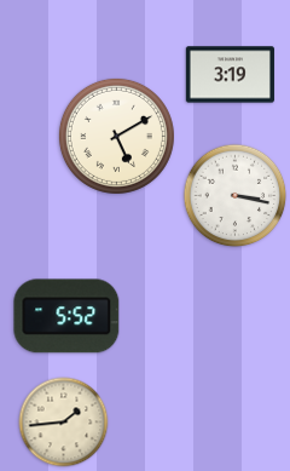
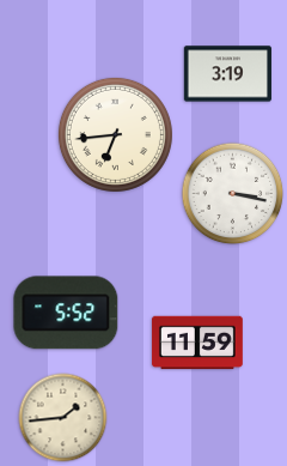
clock at (116, 136): 5:10 -> 6:44
clock at (197, 343): none -> 11:59
